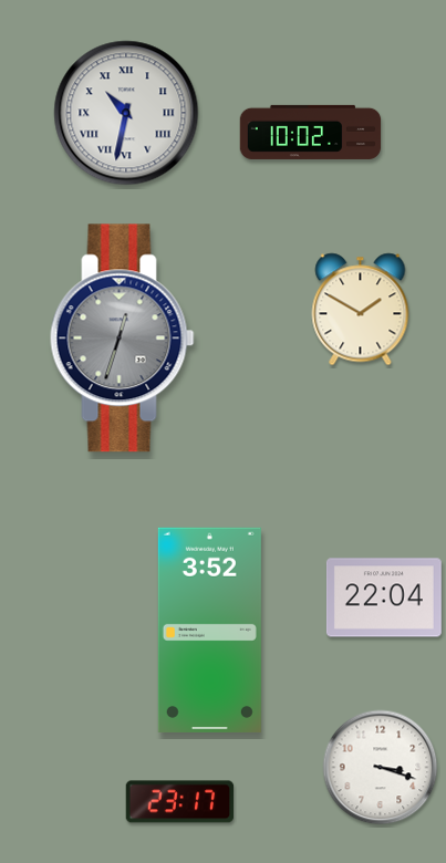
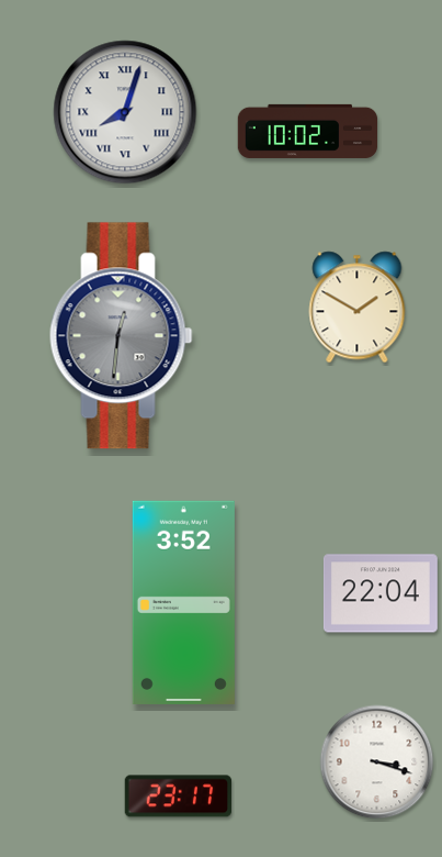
clock at (126, 113): 10:32 -> 8:03
clock at (123, 339): 12:33 -> 12:31
clock at (209, 630) position: (209, 630) -> (183, 602)
